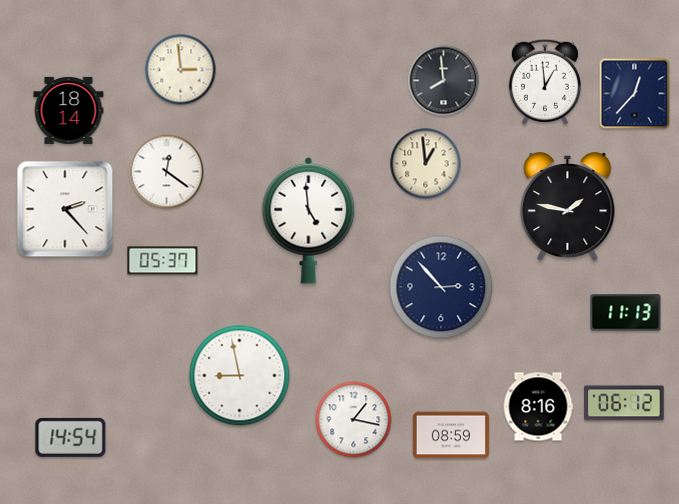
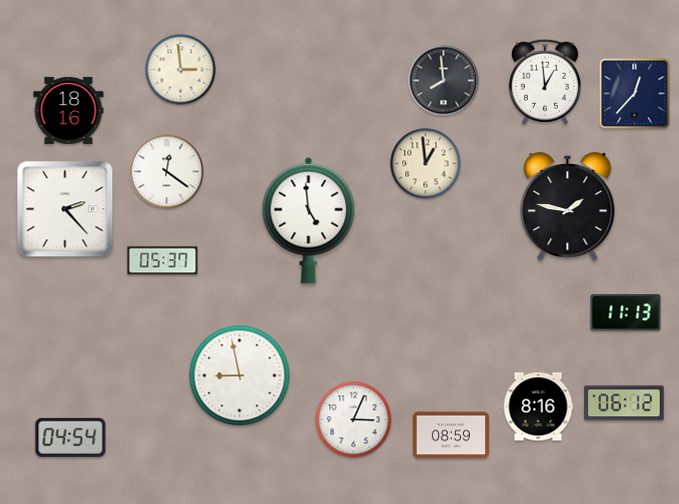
clock at (69, 110): 18:14 -> 18:16
clock at (441, 287): 2:53 -> none
clock at (354, 420): 1:17 -> 3:04
clock at (71, 437): 14:54 -> 04:54
